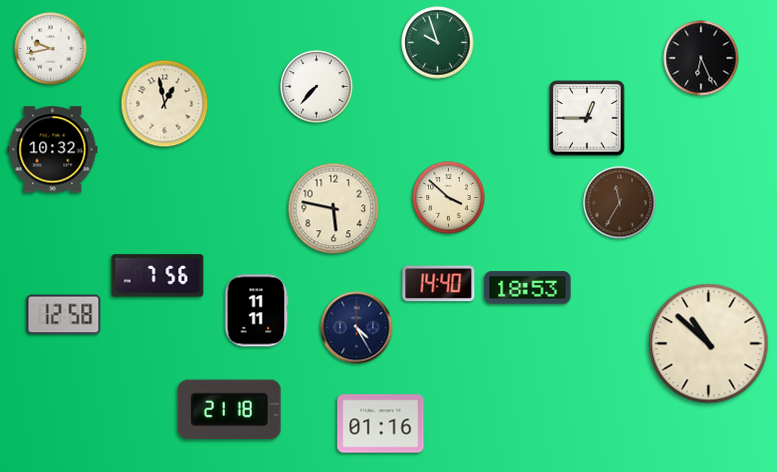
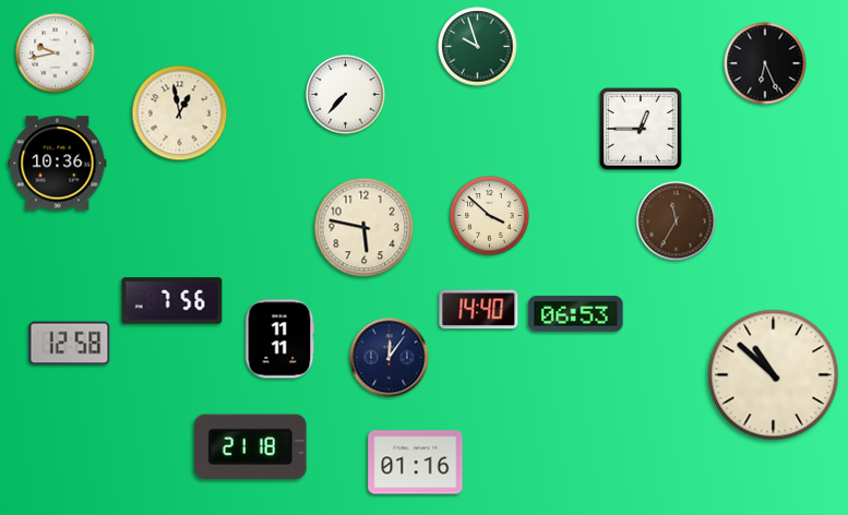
clock at (53, 150): 10:32 -> 10:36
clock at (528, 288): 18:53 -> 06:53
clock at (357, 328): 4:25 -> 12:06
